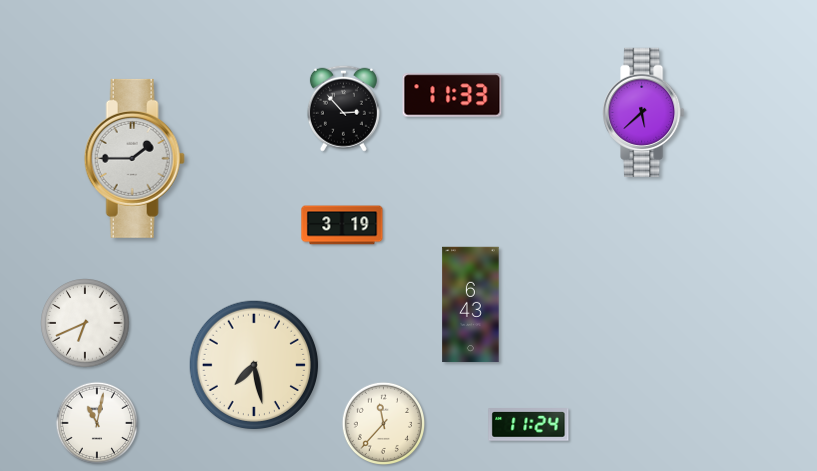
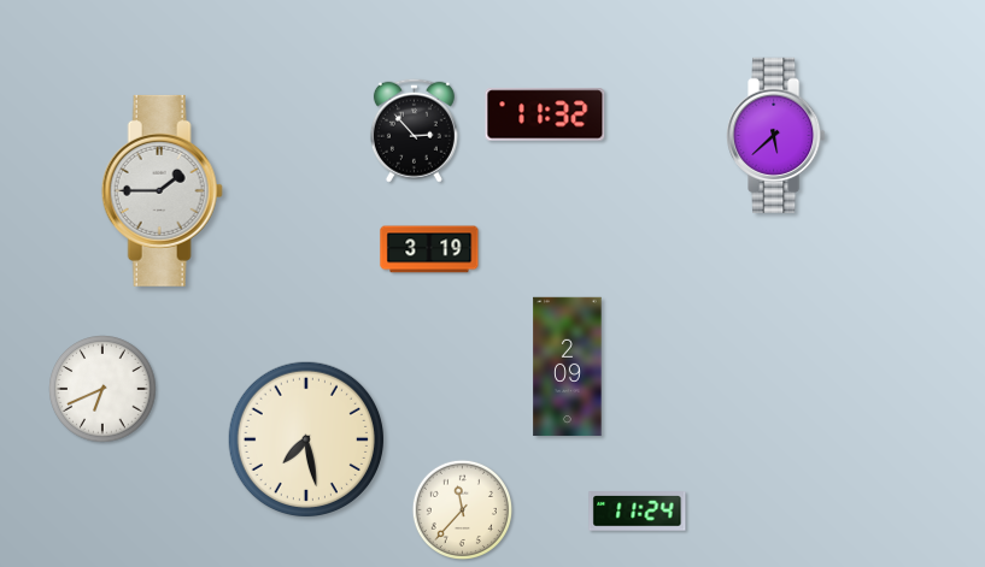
clock at (452, 95): 11:33 -> 11:32
clock at (342, 225) position: (342, 225) -> (429, 249)
clock at (471, 305): 6:43 -> 2:09
clock at (97, 423): 11:02 -> none
